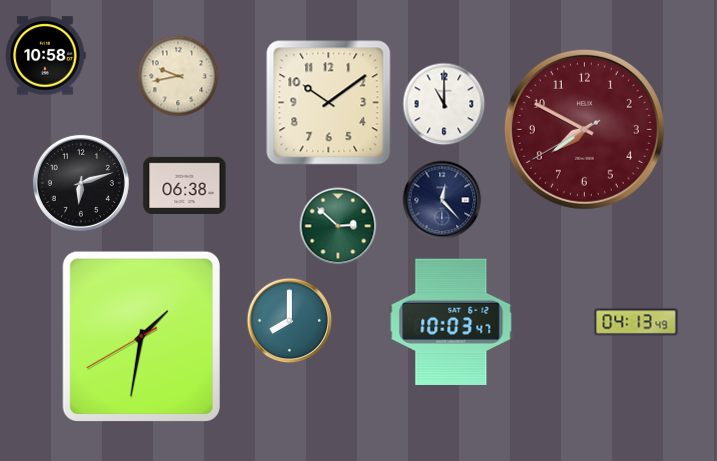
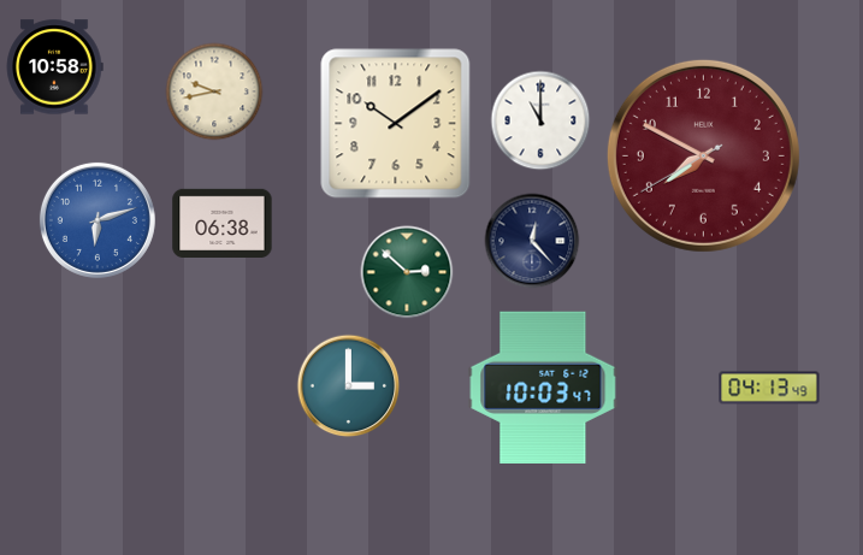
clock at (444, 104) position: (444, 104) -> (540, 120)
clock at (81, 183) dial: black -> blue
clock at (290, 321): 8:00 -> 3:00
clock at (636, 322) position: (636, 322) -> (769, 388)
clock at (141, 336): 1:31 -> none
